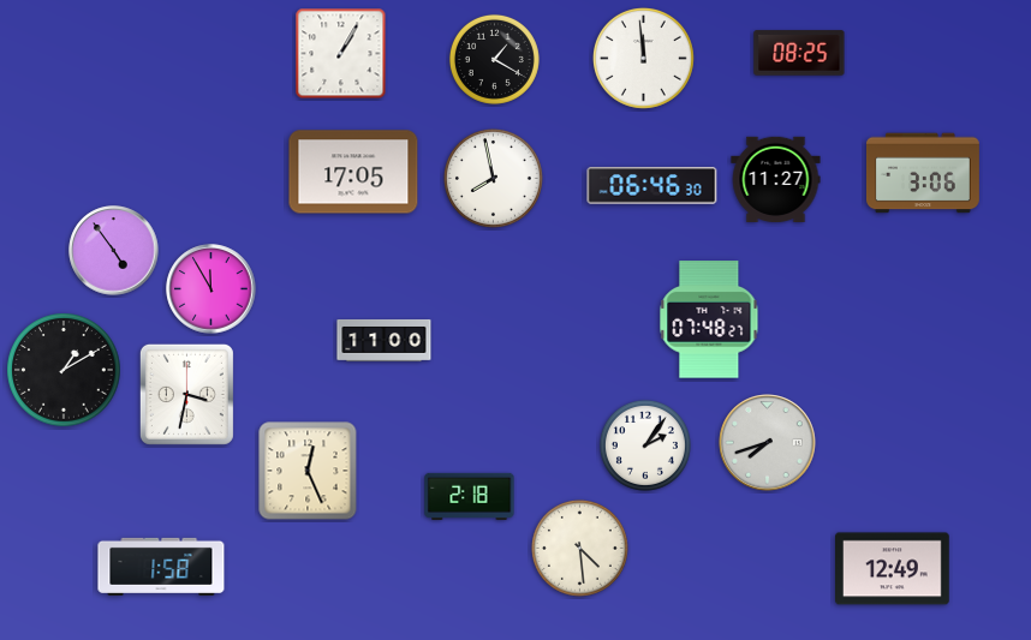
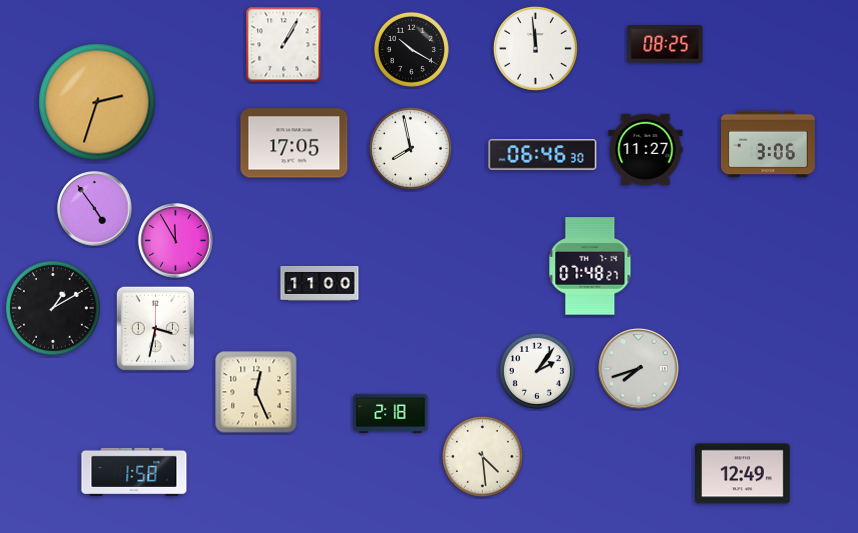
clock at (494, 59): 1:20 -> 10:20
clock at (97, 102): none -> 2:33
